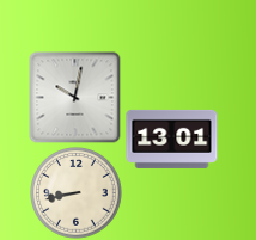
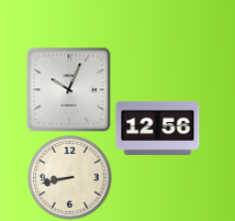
clock at (75, 98): 10:02 -> 10:04
clock at (172, 139): 13:01 -> 12:56
